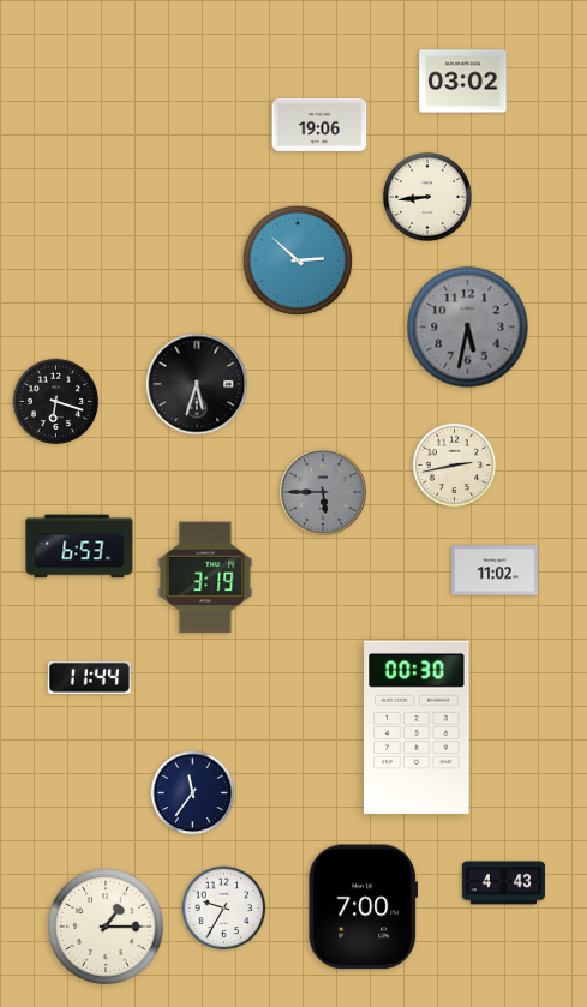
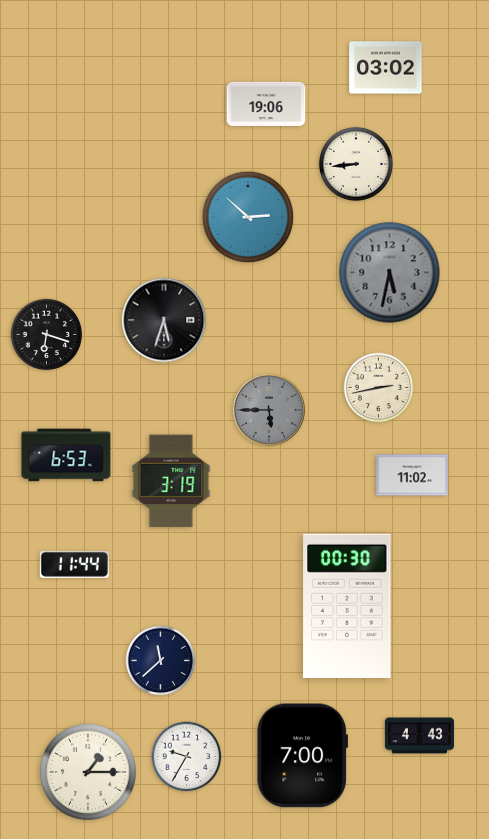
clock at (193, 793): 11:36 -> 11:38
